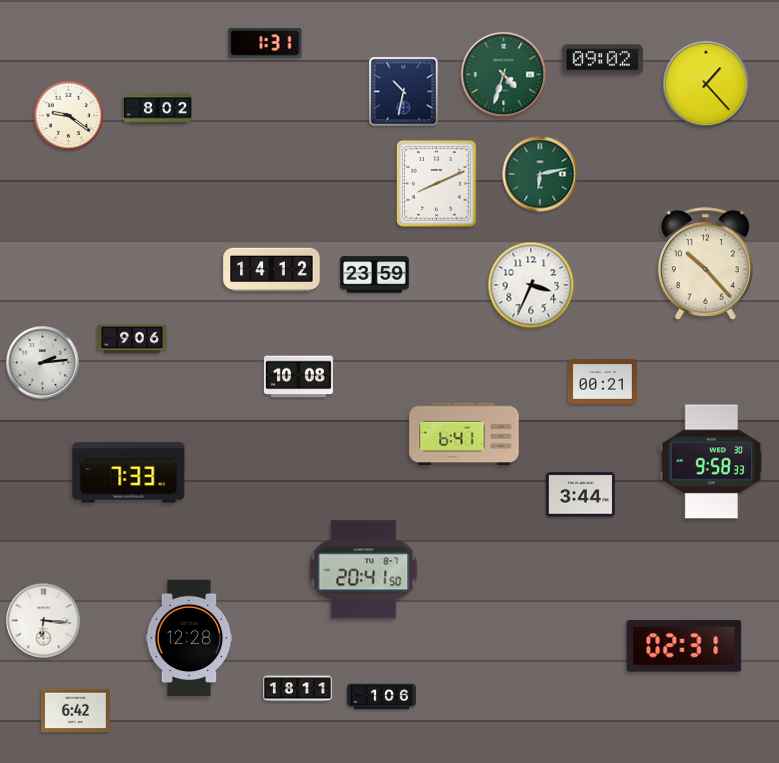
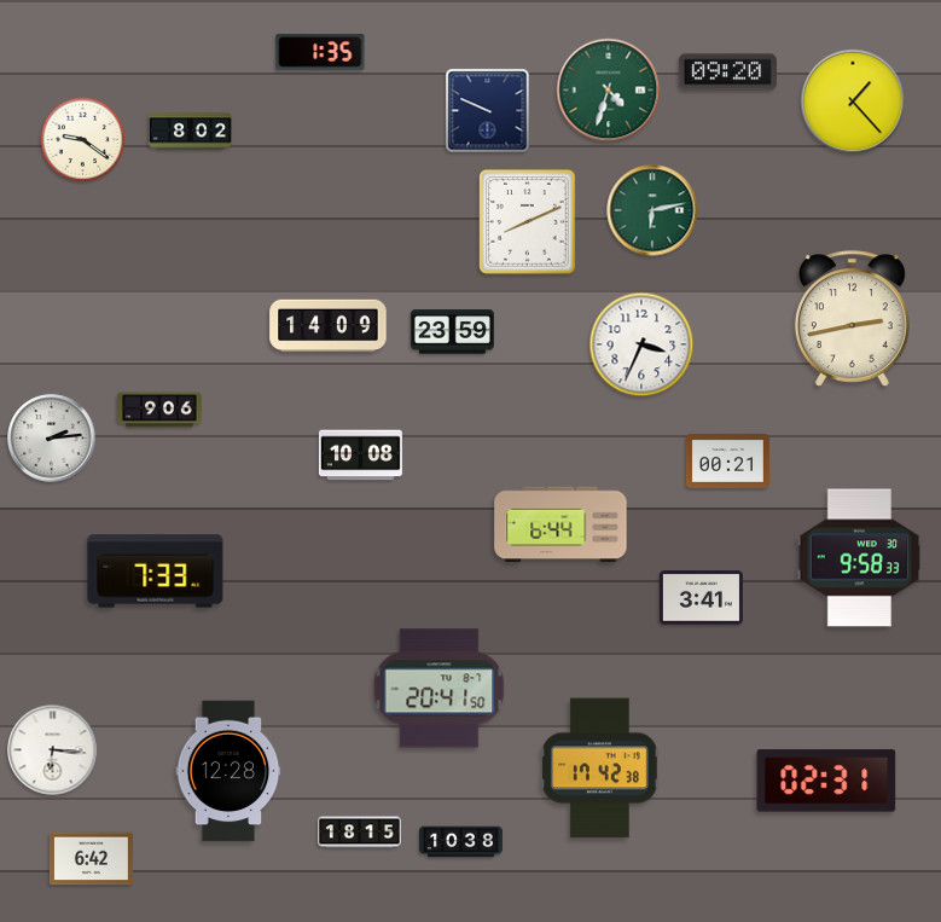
clock at (265, 43): 1:31 -> 1:35
clock at (602, 60): 09:02 -> 09:20
clock at (404, 92): 10:32 -> 9:49
clock at (705, 264): 10:23 -> 2:43
clock at (272, 270): 14:12 -> 14:09
clock at (464, 434): 6:41 -> 6:44
clock at (580, 495): 3:44 -> 3:41
clock at (600, 769): none -> 17:42
clock at (297, 689): 18:11 -> 18:15
clock at (381, 697): 1:06 -> 10:38
